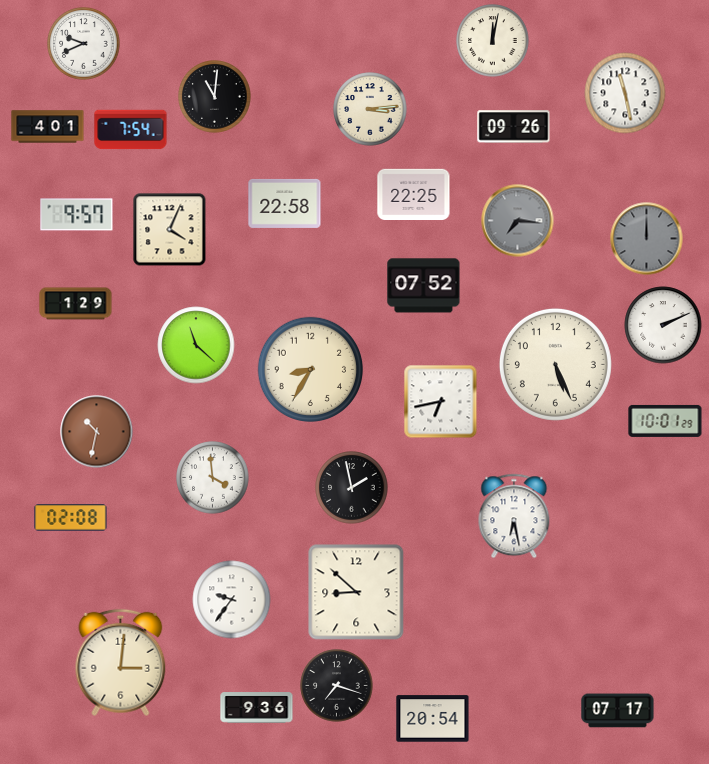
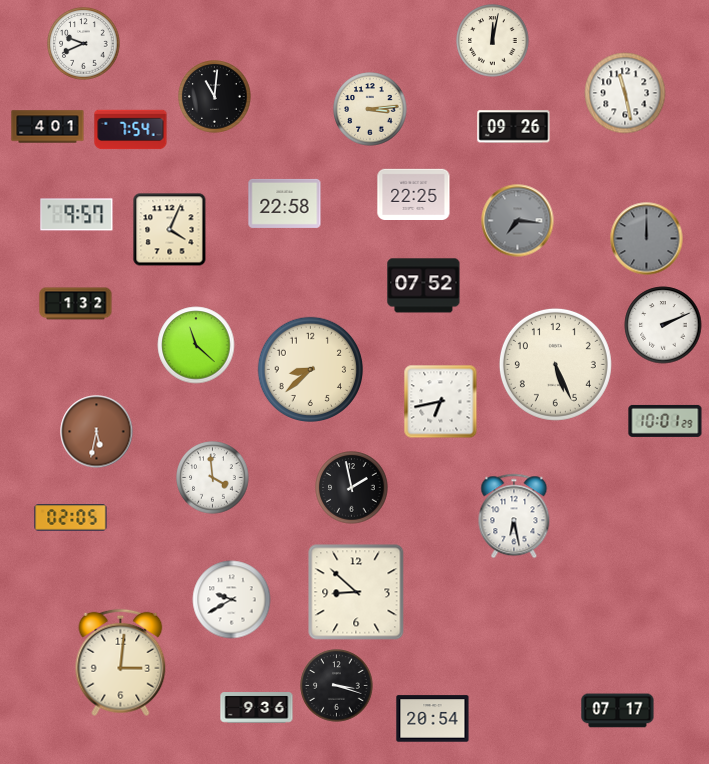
clock at (76, 304): 1:29 -> 1:32
clock at (310, 369): 8:35 -> 8:38
clock at (97, 432): 10:32 -> 5:32
clock at (71, 518): 02:08 -> 02:05
clock at (232, 600): 9:36 -> 9:40
clock at (337, 686): 7:18 -> 3:18
